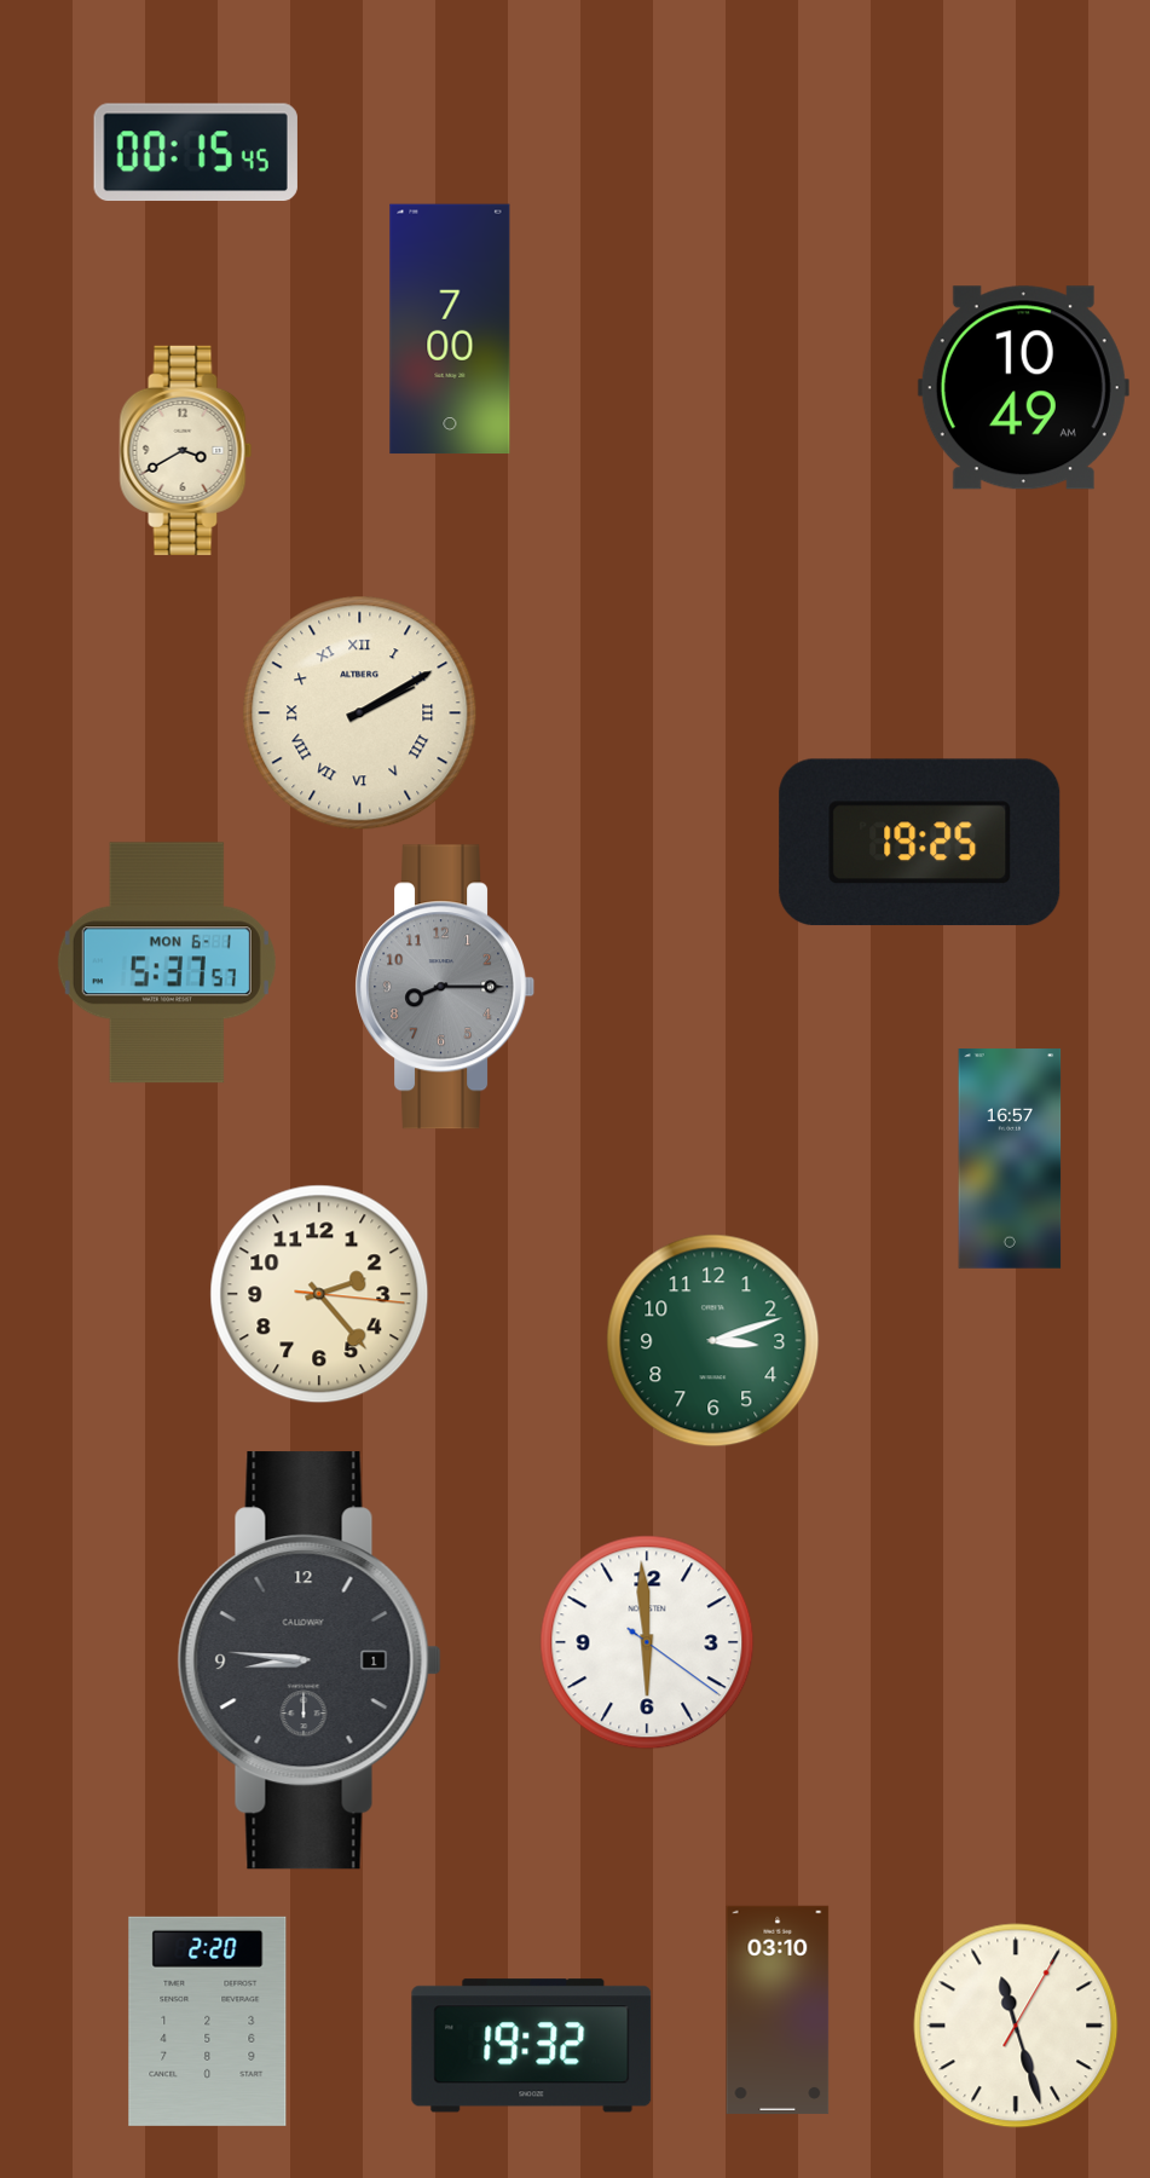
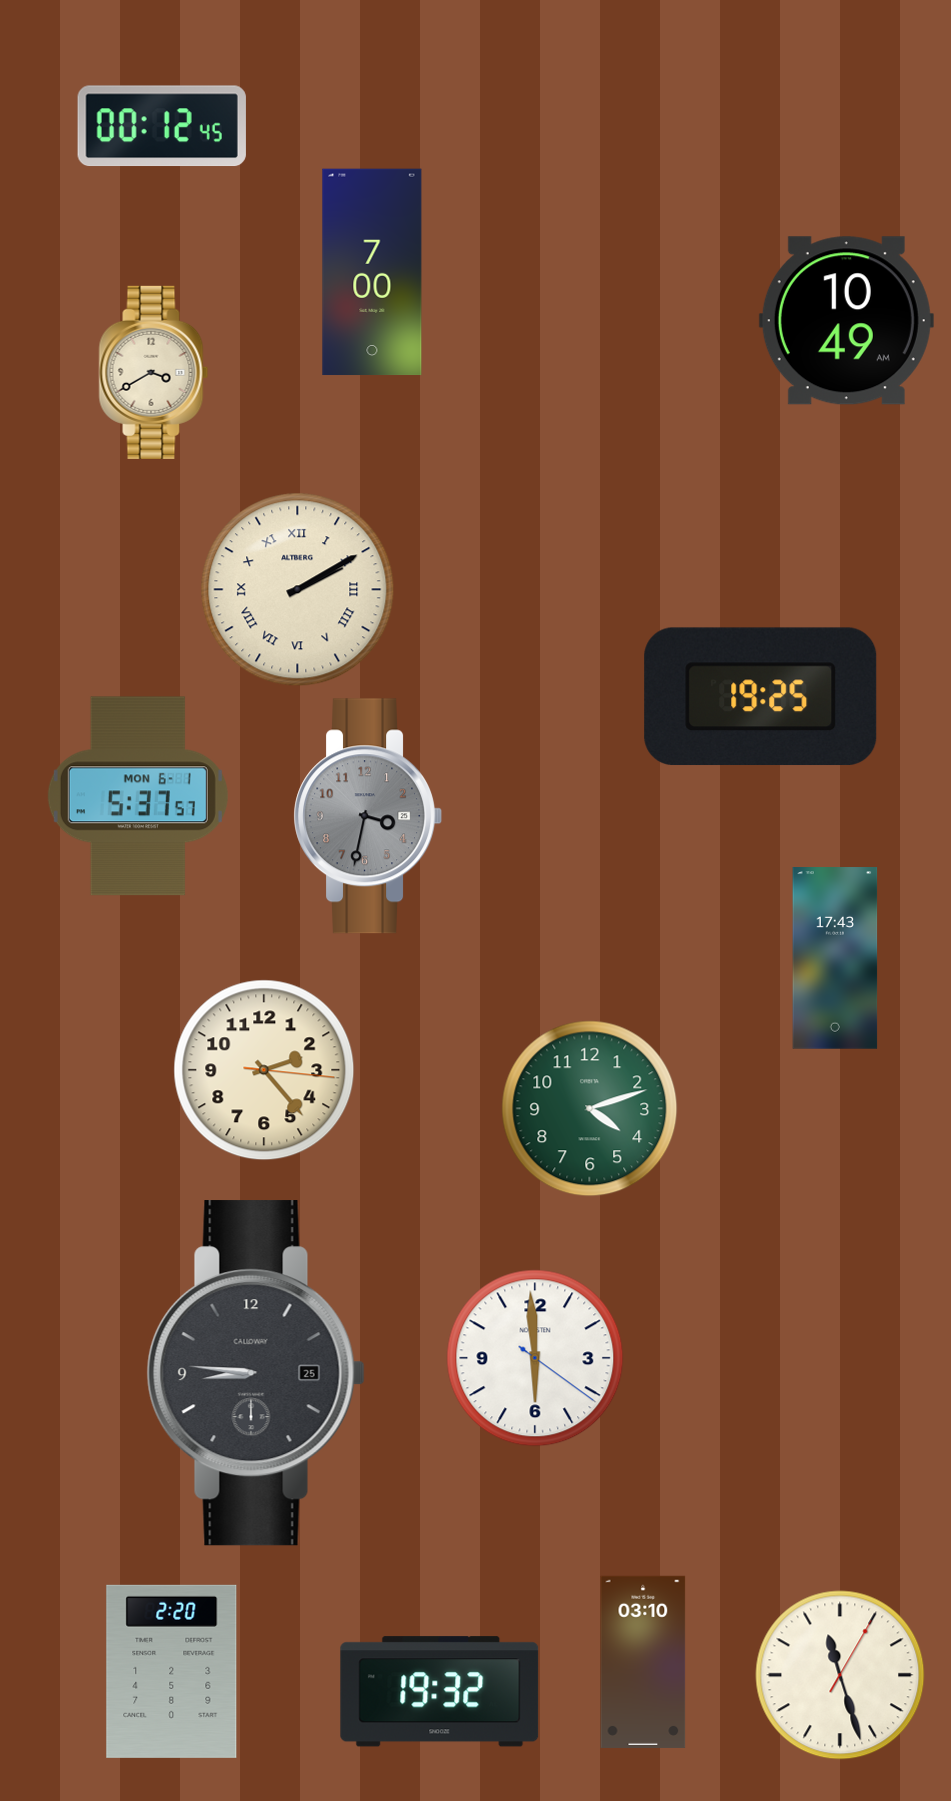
clock at (196, 152): 00:15 -> 00:12
clock at (445, 987): 8:15 -> 3:32
clock at (1010, 1159): 16:57 -> 17:43
clock at (713, 1341): 3:12 -> 4:12
clock at (310, 1660) date: 1 -> 25
